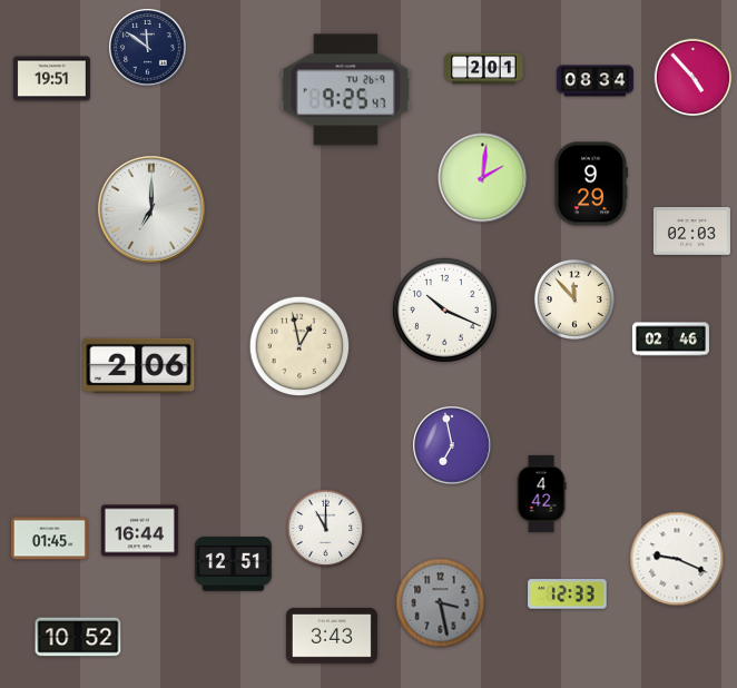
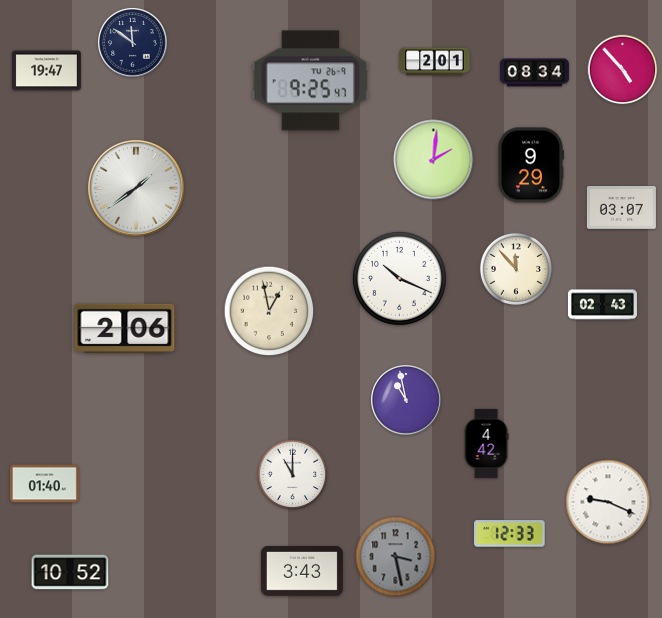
clock at (51, 79): 19:51 -> 19:47
clock at (151, 209): 7:00 -> 1:39
clock at (691, 232): 02:03 -> 03:07
clock at (670, 340): 02:46 -> 02:43
clock at (452, 445): 6:58 -> 10:58
clock at (139, 531): 16:44 -> none
clock at (49, 539): 01:45 -> 01:40
clock at (233, 564): 12:51 -> none
clock at (441, 603) position: (441, 603) -> (396, 557)
clock at (332, 637) position: (332, 637) -> (302, 572)
